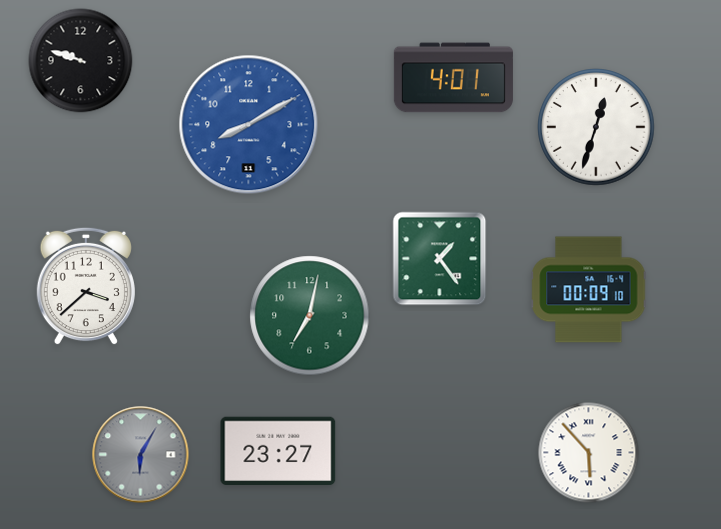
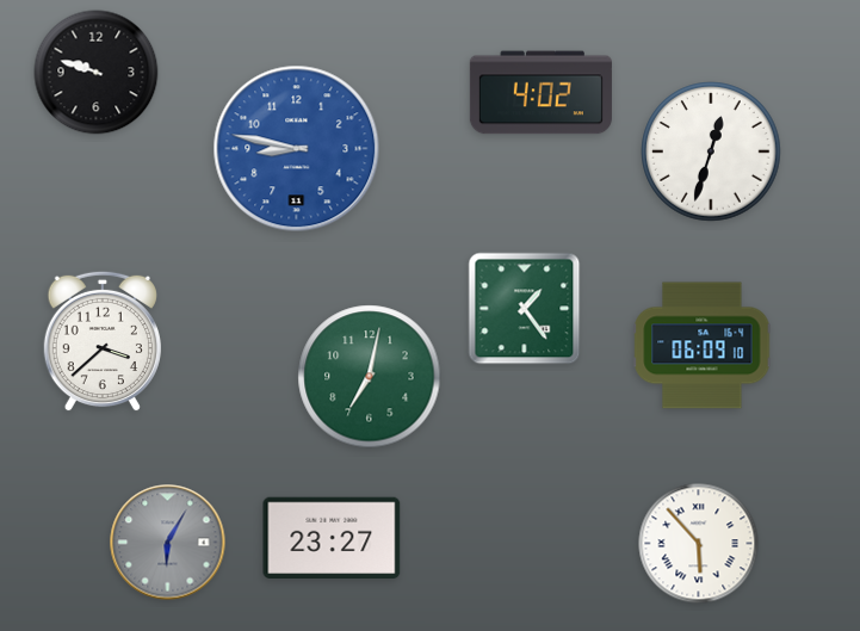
clock at (453, 78): 4:01 -> 4:02
clock at (249, 125): 8:10 -> 8:47
clock at (589, 290): 00:09 -> 06:09
clock at (589, 453) position: (589, 453) -> (699, 544)
